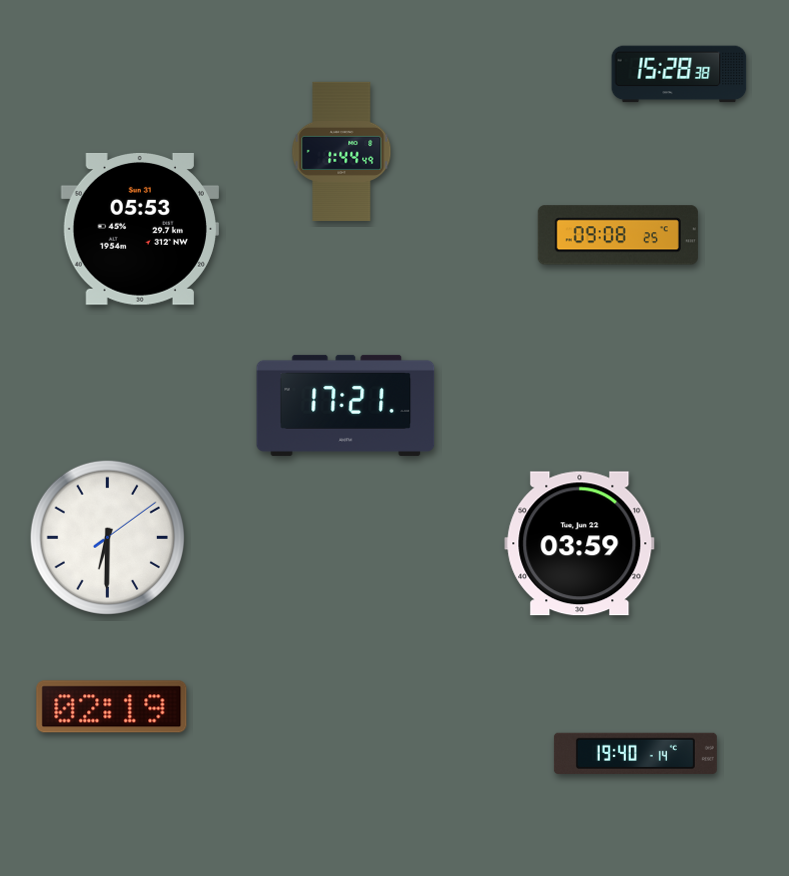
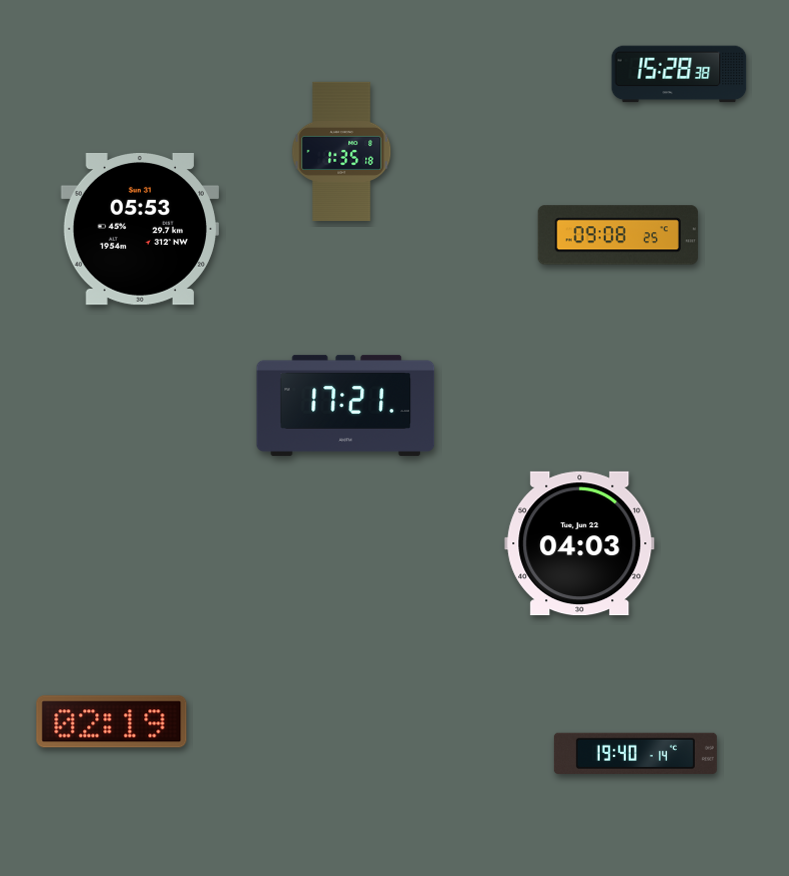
clock at (342, 151): 1:44 -> 1:35
clock at (107, 537): 6:30 -> none
clock at (580, 544): 03:59 -> 04:03
clock at (112, 707) position: (112, 707) -> (112, 722)
